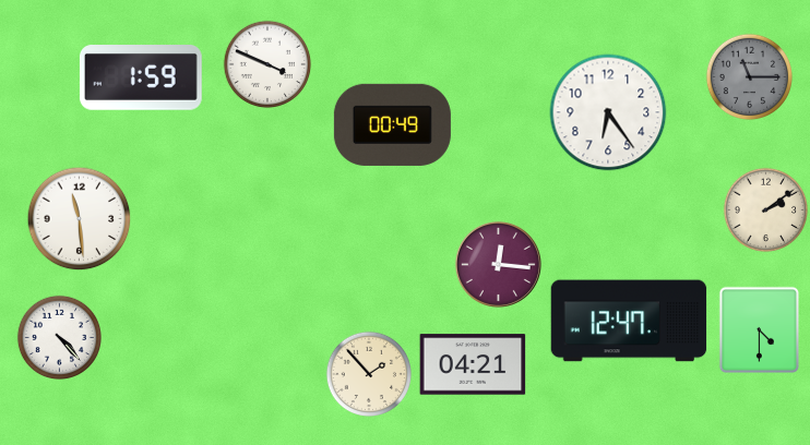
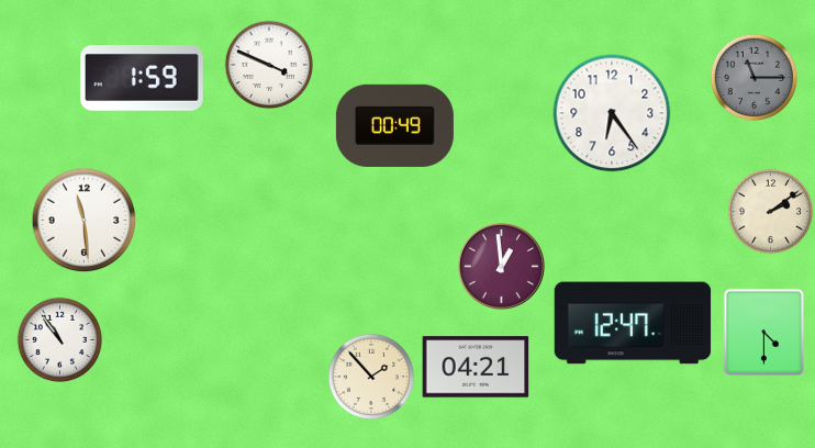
clock at (79, 218) position: (79, 218) -> (83, 220)
clock at (498, 264): 12:16 -> 12:59
clock at (59, 337): 4:23 -> 10:54
